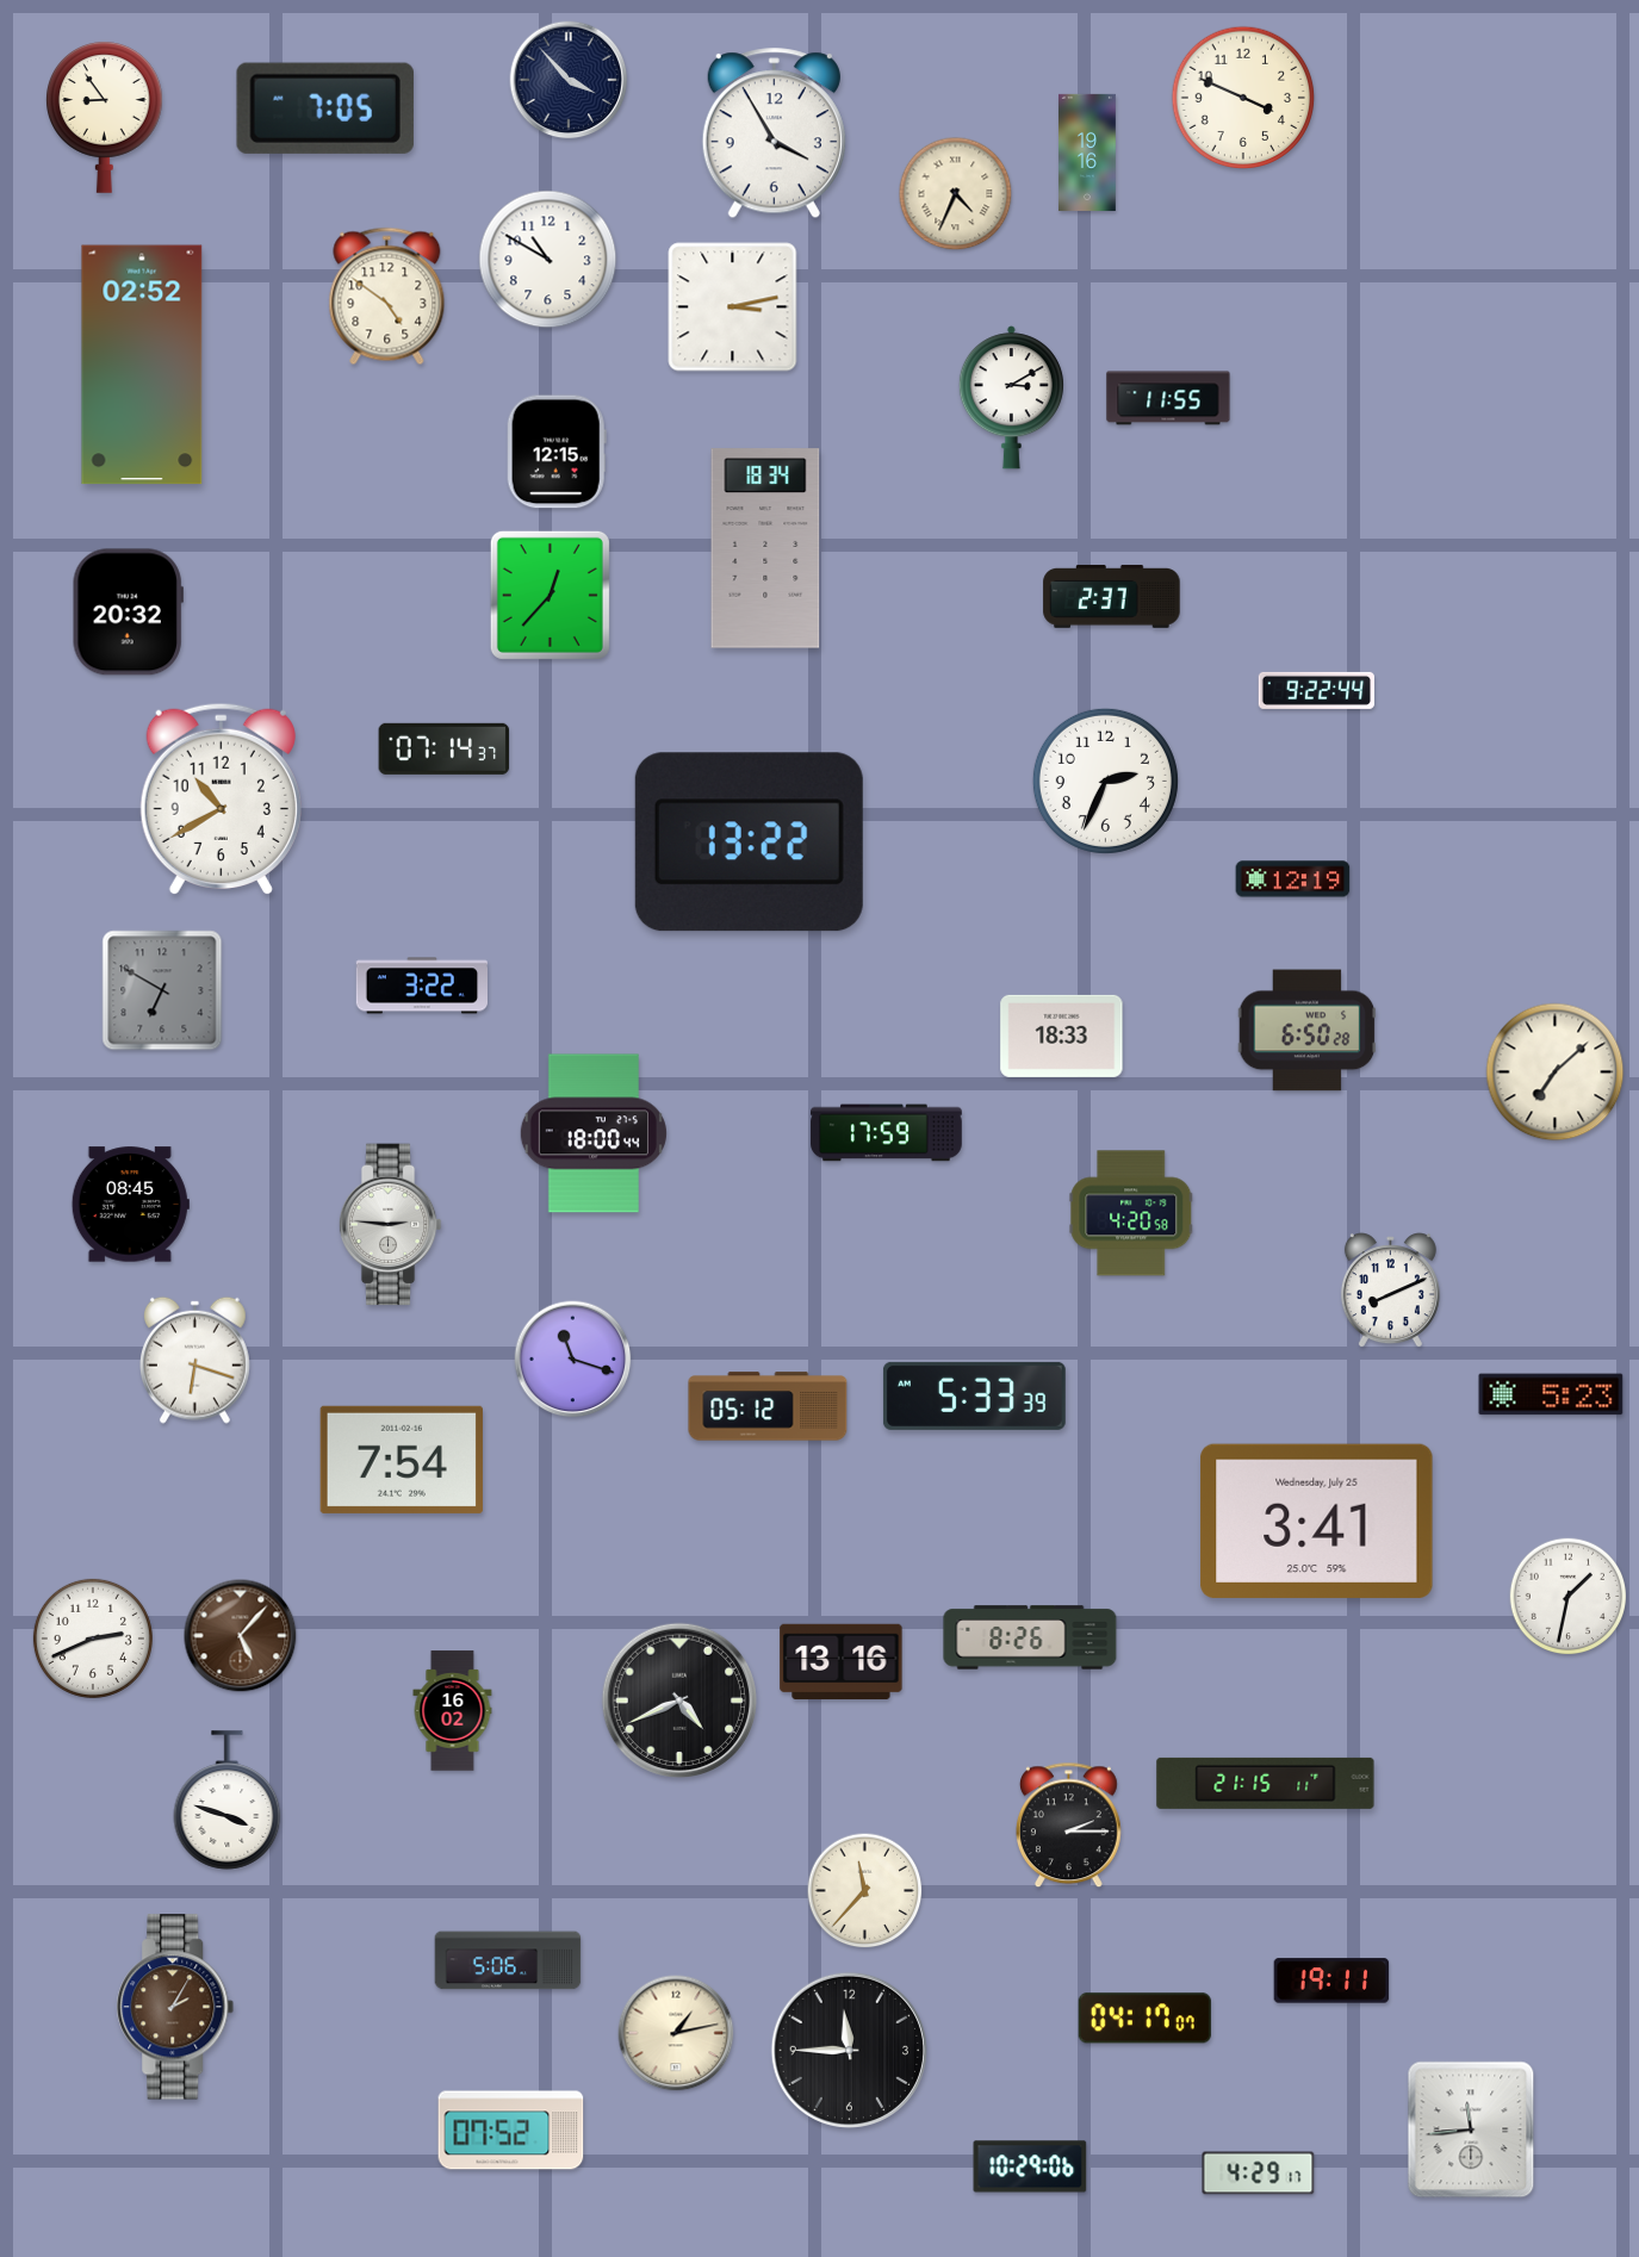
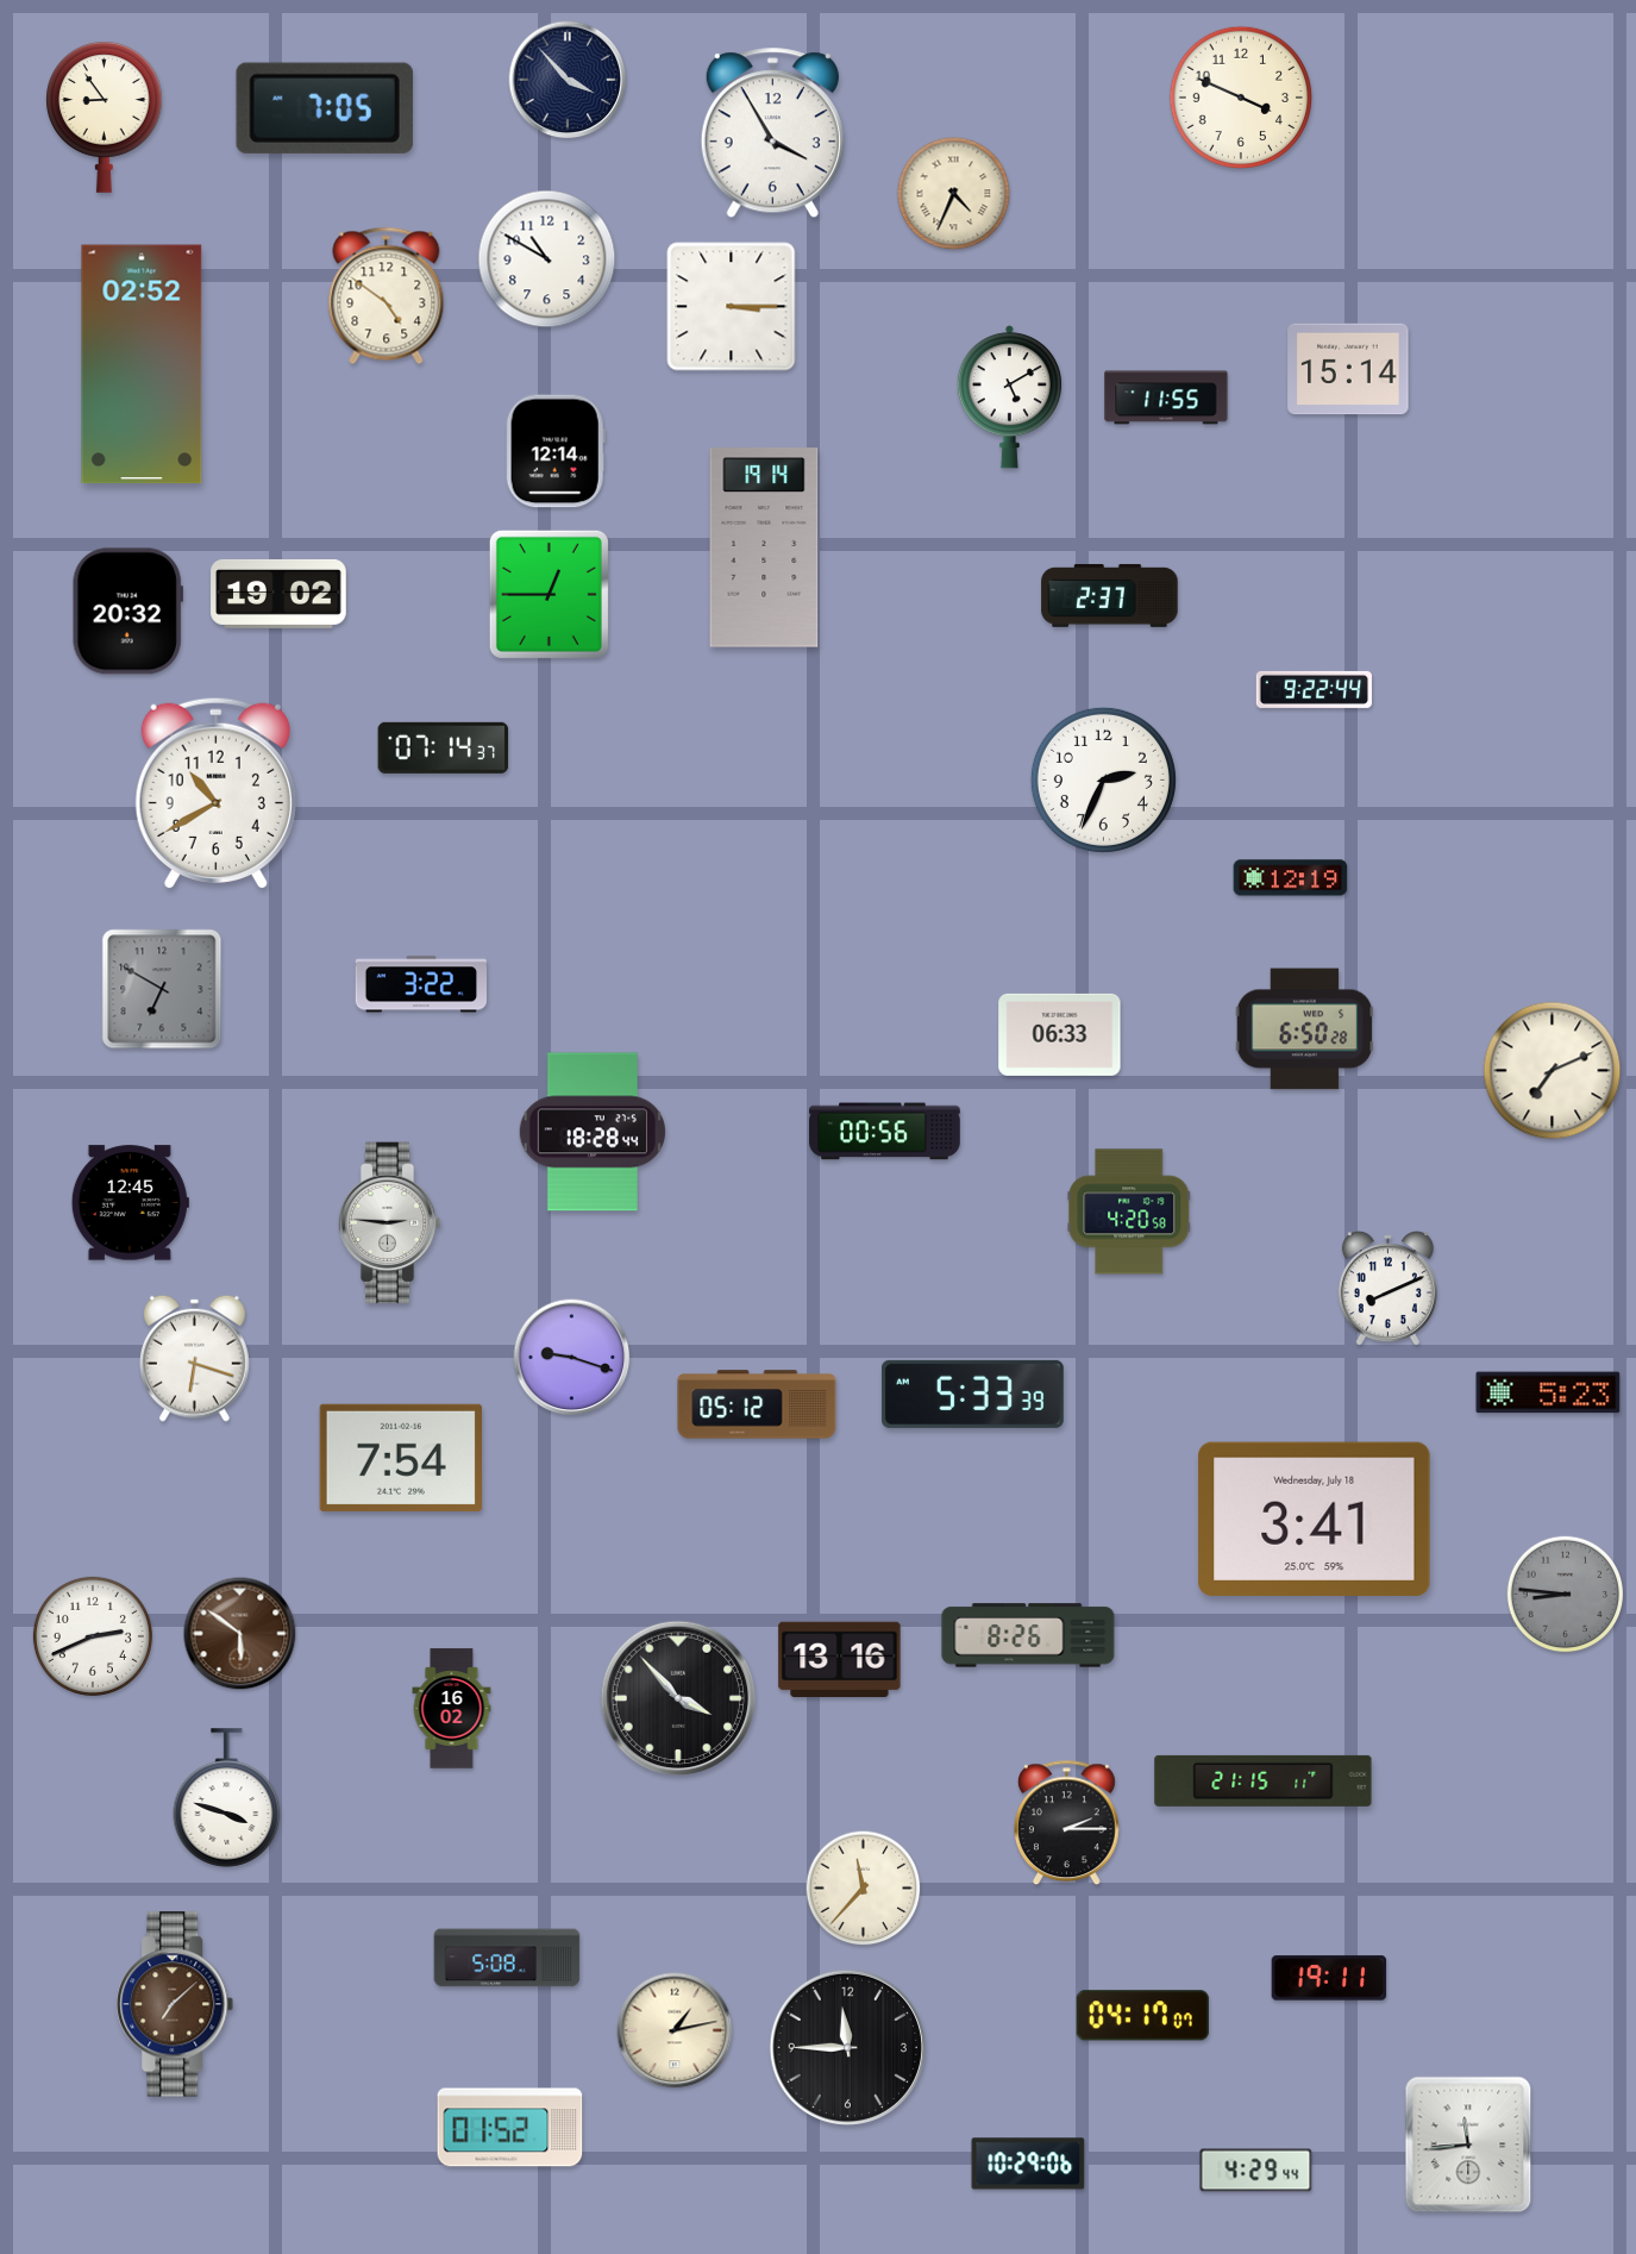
clock at (1088, 153): 19:16 -> none
clock at (733, 307): 3:13 -> 3:15
clock at (1348, 369): none -> 15:14
clock at (1011, 398): 3:10 -> 5:10
clock at (557, 452): 12:15 -> 12:14
clock at (765, 548): 18:34 -> 19:14
clock at (278, 594): none -> 19:02
clock at (550, 595): 12:37 -> 12:45
clock at (221, 798) position: (221, 798) -> (215, 793)
clock at (749, 843): 13:22 -> none
clock at (1062, 1036): 18:33 -> 06:33
clock at (1556, 1072): 7:08 -> 7:11
clock at (594, 1133): 18:00 -> 18:28
clock at (887, 1133): 17:59 -> 00:56
clock at (130, 1205): 08:45 -> 12:45
clock at (573, 1360): 11:18 -> 9:18
clock at (768, 1406) position: (768, 1406) -> (757, 1404)
clock at (1317, 1521) date: Wednesday, July 25 -> Wednesday, July 18
clock at (1569, 1597): 1:32 -> 8:46
clock at (1569, 1597) dial: white -> grey
clock at (241, 1636): 5:07 -> 5:51
clock at (678, 1699): 4:41 -> 3:53
clock at (508, 1960): 5:06 -> 5:08
clock at (175, 2007): 2:05 -> 7:08
clock at (1471, 2129) position: (1471, 2129) -> (1468, 2145)
clock at (511, 2131): 07:52 -> 01:52
clock at (1259, 2174): 4:29:17 -> 4:29:44
